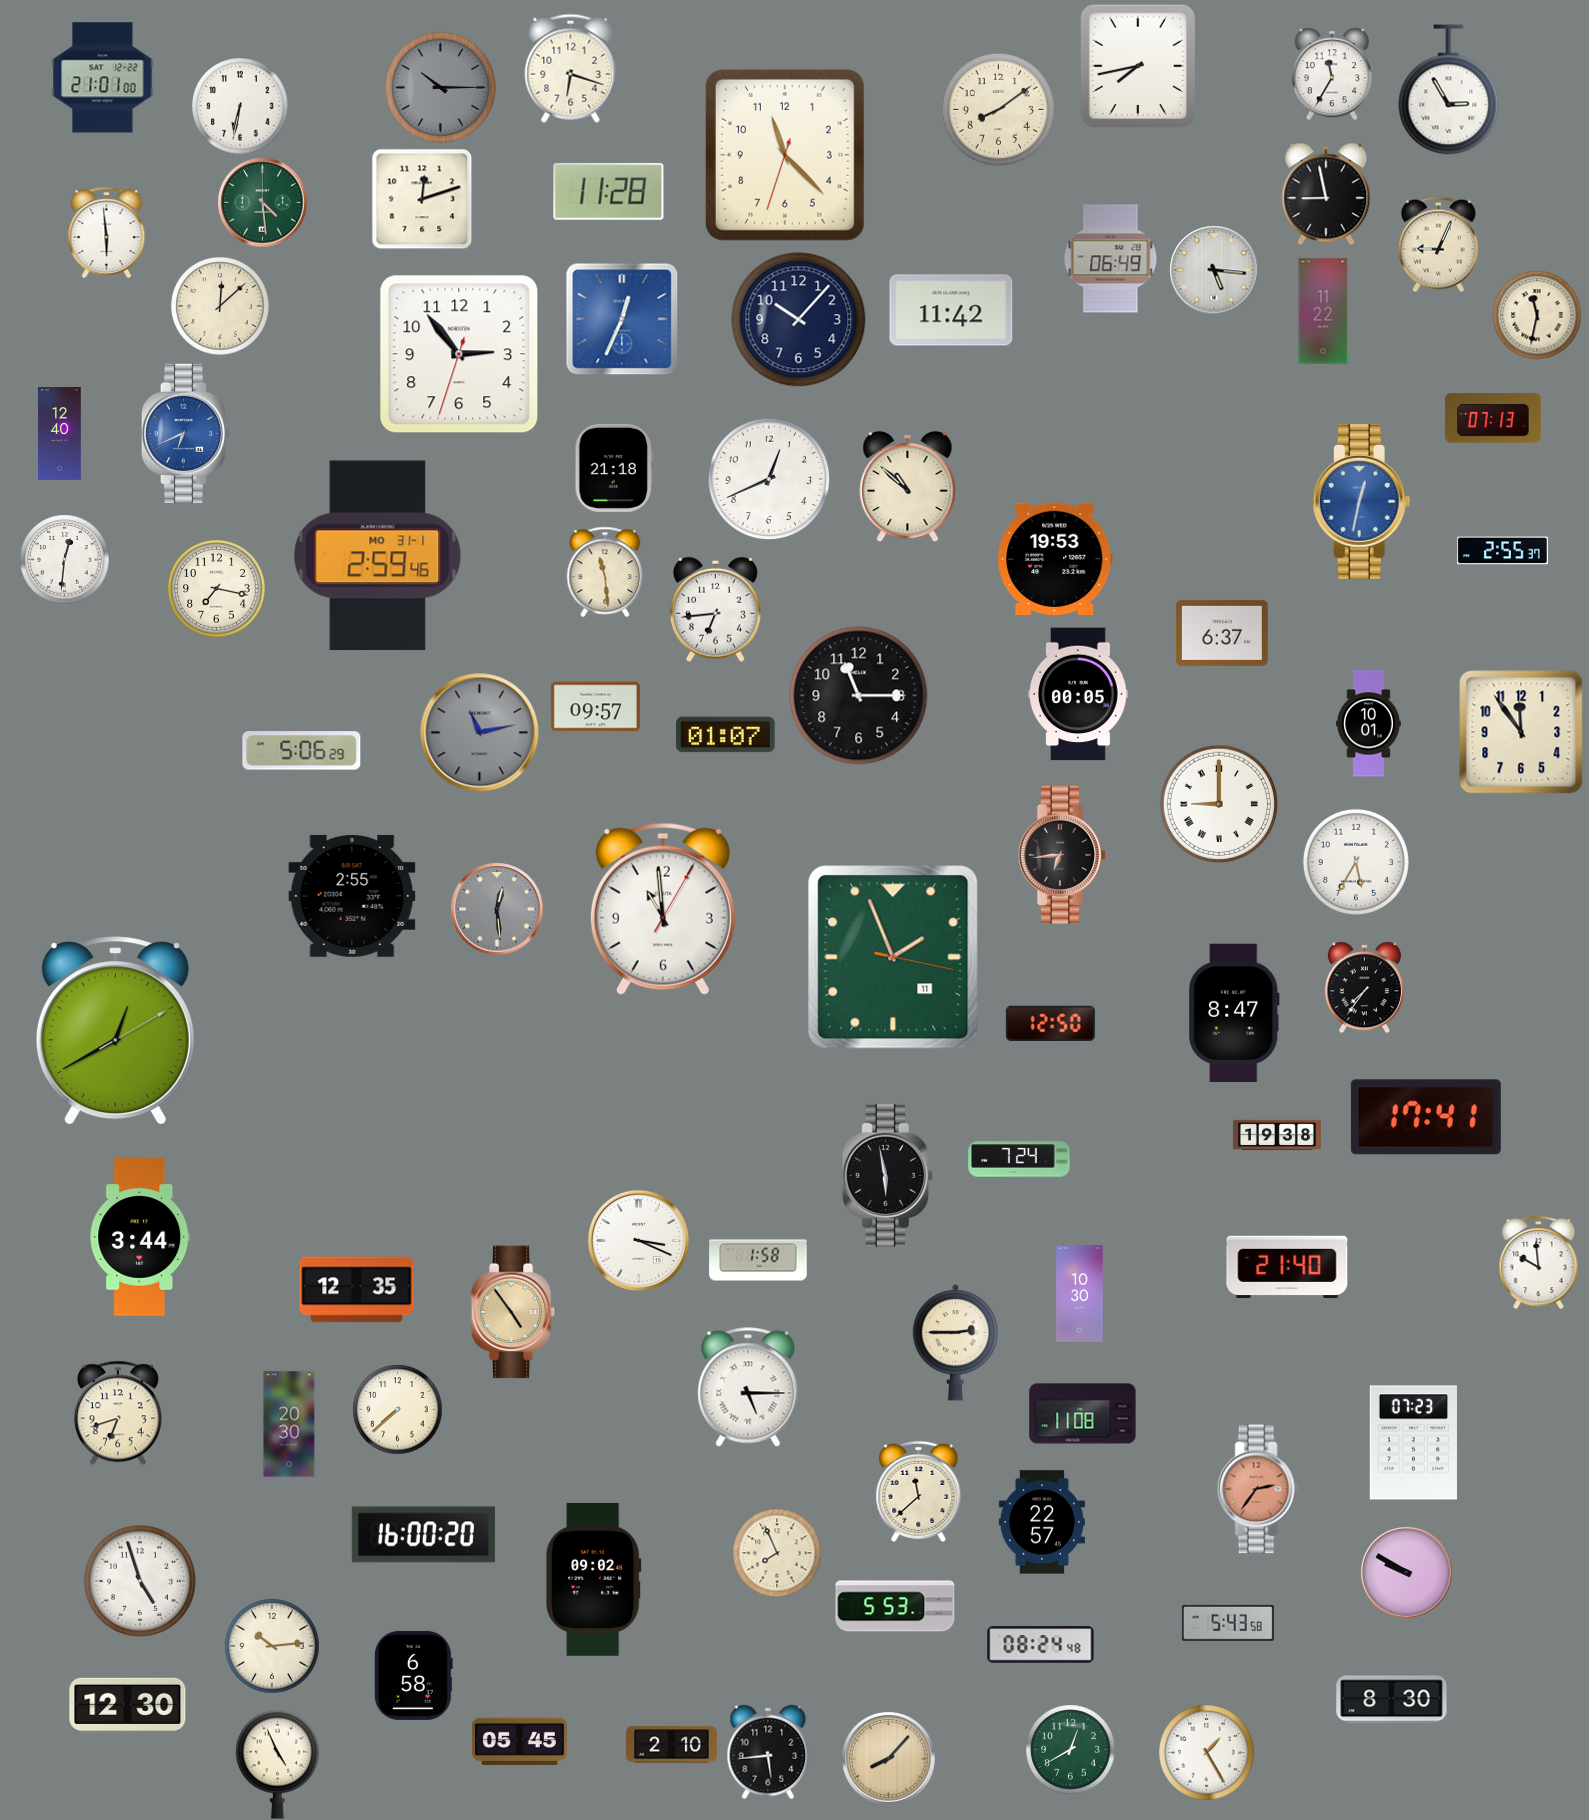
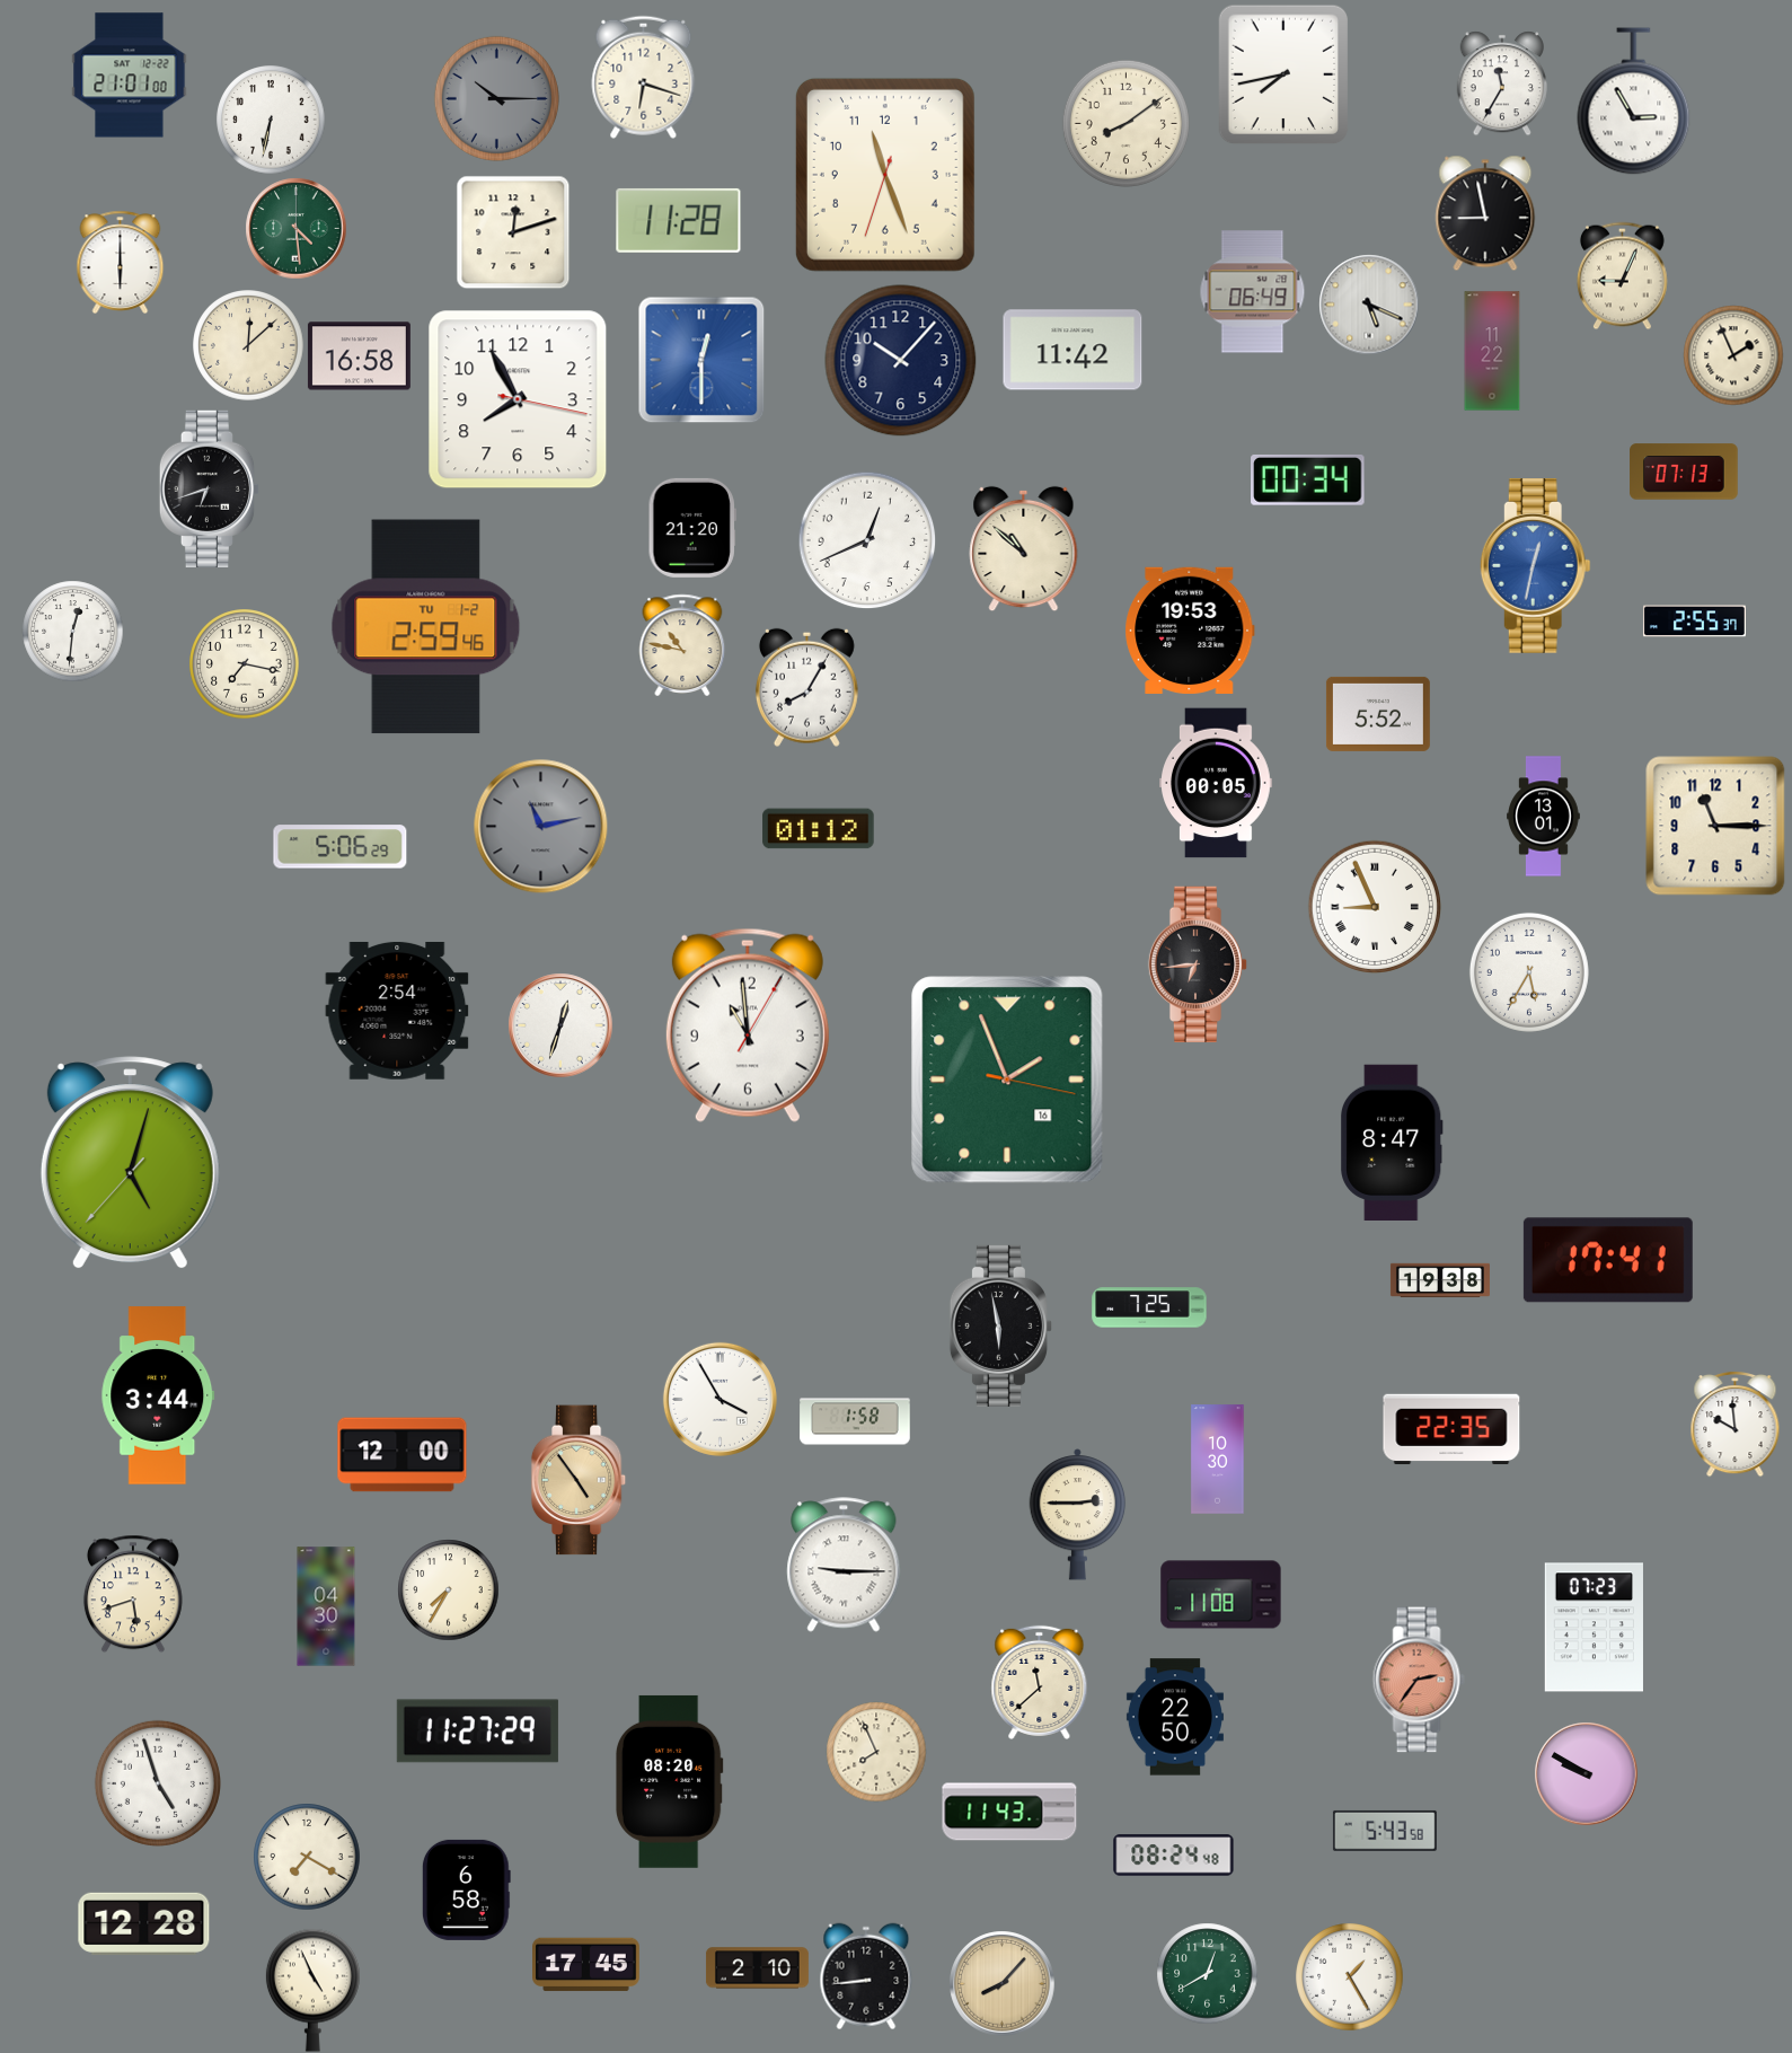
clock at (103, 78) position: (103, 78) -> (130, 76)
clock at (785, 155): 11:22 -> 11:26
clock at (609, 191) position: (609, 191) -> (679, 220)
clock at (1326, 194) position: (1326, 194) -> (1485, 213)
clock at (422, 199) position: (422, 199) -> (513, 232)
clock at (107, 232): 5:59 -> 6:00
clock at (1214, 270): 5:16 -> 5:19
clock at (1537, 315): 11:32 -> 1:56
clock at (359, 356): none -> 16:58
clock at (622, 319): 12:34 -> 12:30
clock at (459, 354): 2:53 -> 7:55
clock at (1308, 479): none -> 00:34
clock at (186, 433): 6:41 -> 6:42
clock at (186, 433) dial: blue -> black
clock at (60, 434): 12:40 -> none
clock at (614, 468): 21:18 -> 21:20
clock at (378, 556) date: MO 31-1 -> TU 1-2
clock at (605, 572): 11:29 -> 10:47
clock at (715, 609): 6:44 -> 8:05
clock at (1222, 633): 6:37 -> 5:52
clock at (859, 696): 11:15 -> none
clock at (595, 707): 09:57 -> none
clock at (1369, 724): 10:01 -> 13:01
clock at (1521, 732): 11:54 -> 11:15
clock at (726, 735): 01:07 -> 01:12
clock at (1219, 804): 9:00 -> 8:56
clock at (352, 896): 2:55 -> 2:54
clock at (497, 909): 12:29 -> 12:33
clock at (497, 909) dial: grey -> white
clock at (893, 957) date: 11 -> 16
clock at (1364, 987): 7:36 -> none
clock at (1050, 1023): 12:50 -> none
clock at (115, 1031): 12:40 -> 5:02
clock at (1019, 1159): 7:24 -> 7:25
clock at (638, 1240): 3:19 -> 3:55
clock at (1287, 1267): 21:40 -> 22:35
clock at (357, 1290): 12:35 -> 12:00
clock at (748, 1387): 5:15 -> 9:15
clock at (397, 1409): 7:38 -> 7:35
clock at (118, 1413): 6:42 -> 5:42
clock at (289, 1424): 20:30 -> 04:30
clock at (919, 1491) position: (919, 1491) -> (1040, 1682)
clock at (1042, 1522): 22:57 -> 22:50
clock at (423, 1535): 16:00 -> 11:27
clock at (593, 1579): 09:02 -> 08:20
clock at (895, 1606): 5:53 -> 11:43
clock at (272, 1646): 10:14 -> 7:20
clock at (1392, 1700): 8:30 -> none
clock at (128, 1705): 12:30 -> 12:28
clock at (520, 1742): 05:45 -> 17:45
clock at (768, 1752): 5:44 -> 8:44
clock at (1206, 1752) position: (1206, 1752) -> (1349, 1976)
